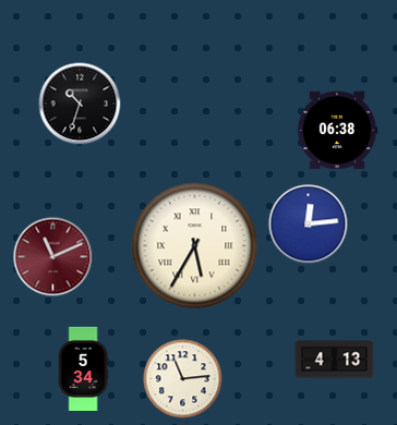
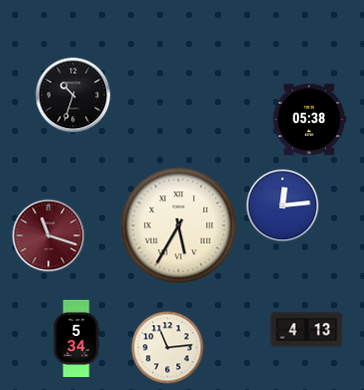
clock at (337, 131): 06:38 -> 05:38
clock at (53, 257): 11:11 -> 11:18
